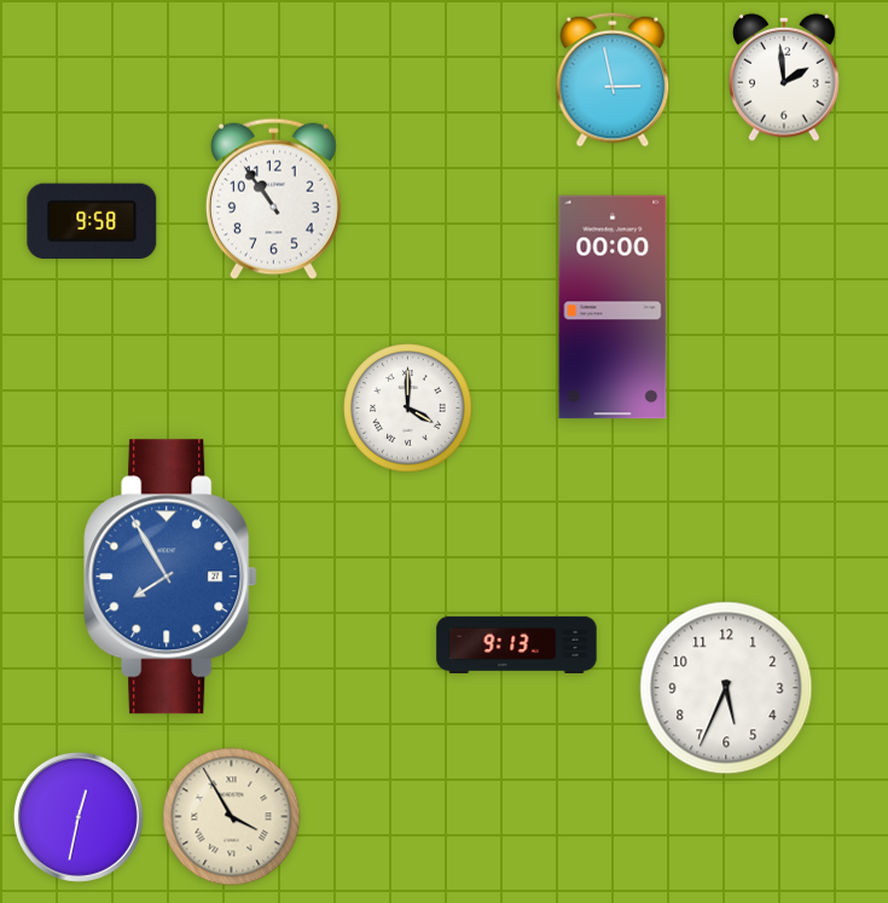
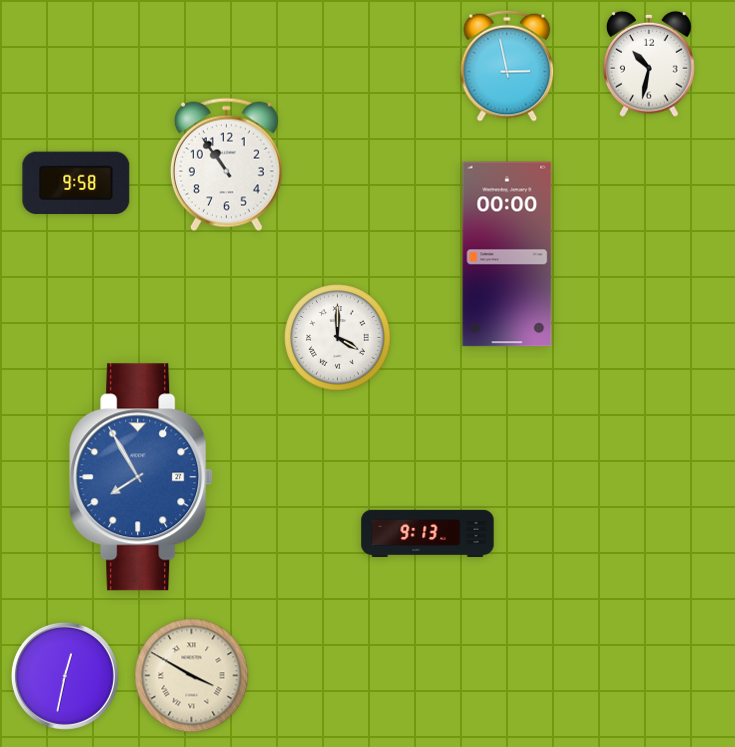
clock at (785, 77): 1:59 -> 10:32
clock at (726, 688): 5:34 -> none
clock at (232, 817): 3:55 -> 3:50
